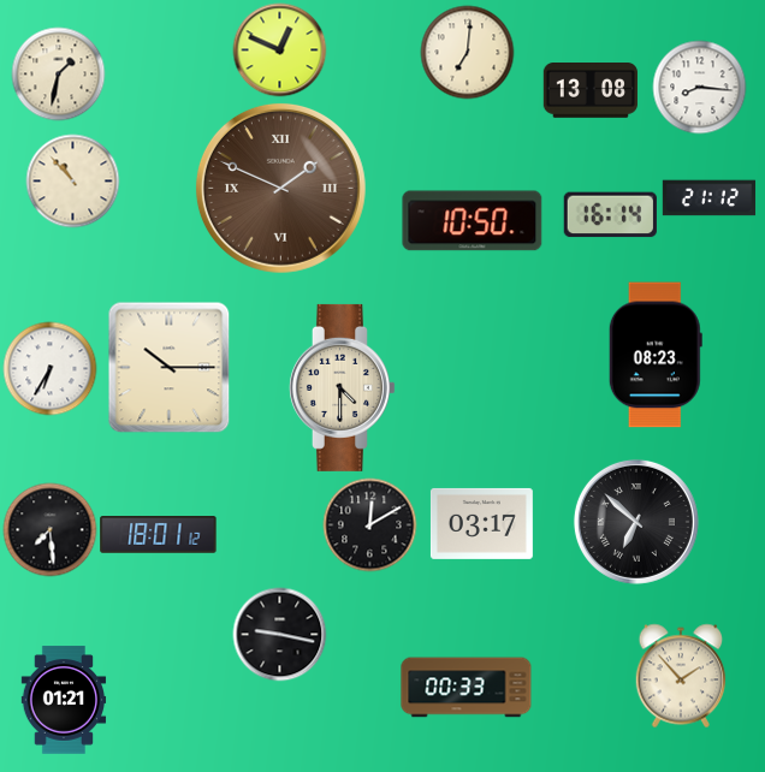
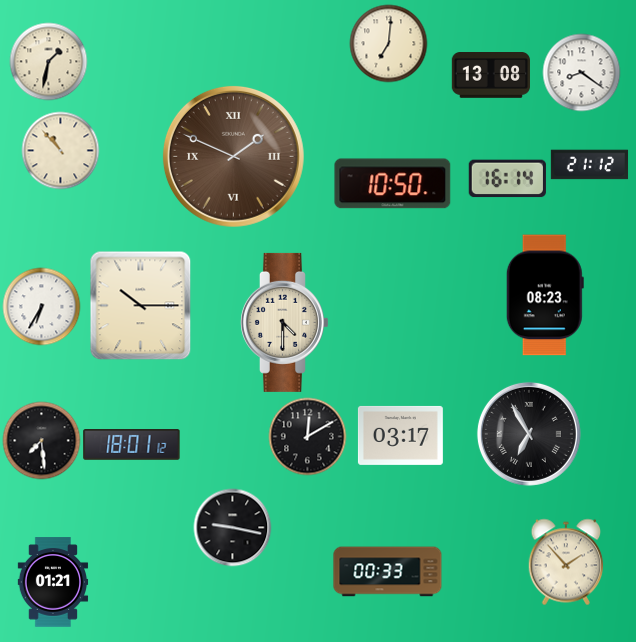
clock at (279, 49): 12:49 -> none
clock at (699, 87): 8:16 -> 8:21
clock at (636, 522): 6:52 -> 6:55
